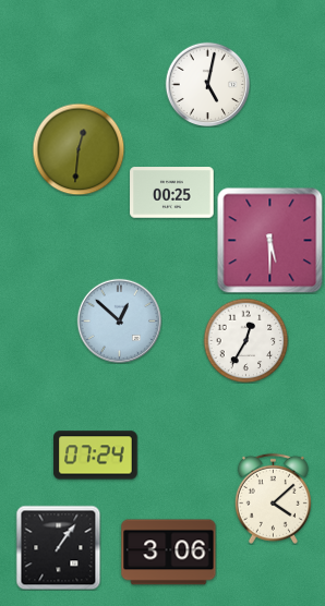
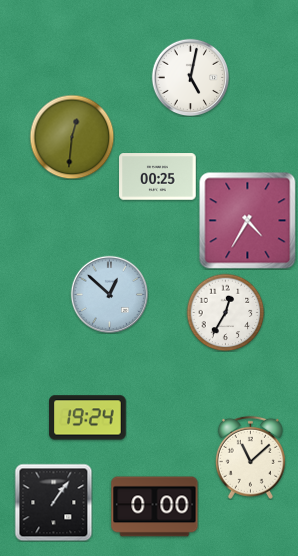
clock at (270, 241): 5:30 -> 4:35
clock at (96, 456): 07:24 -> 19:24
clock at (273, 498): 4:08 -> 11:08
clock at (169, 553): 3:06 -> 0:00
